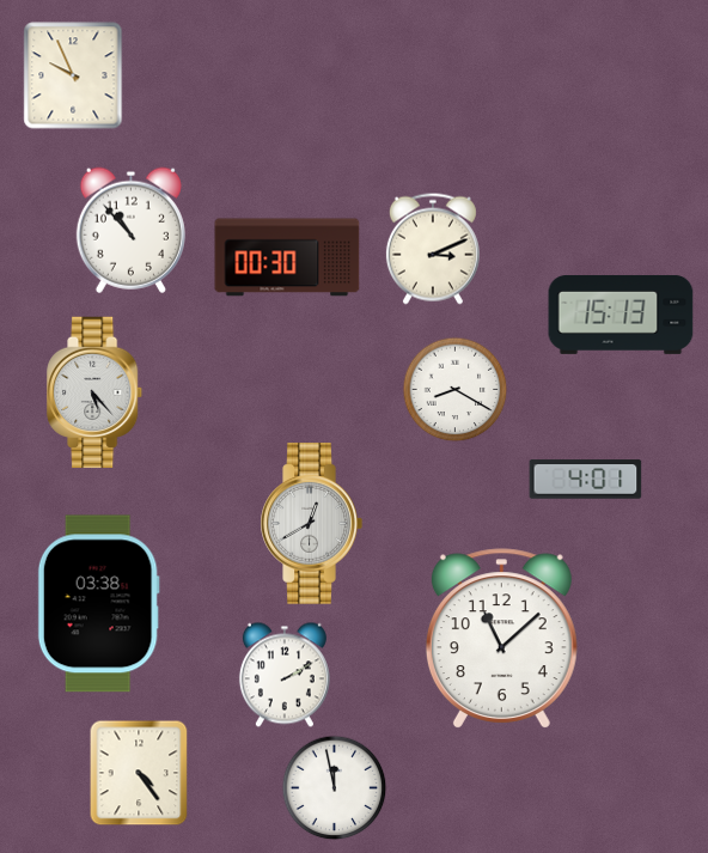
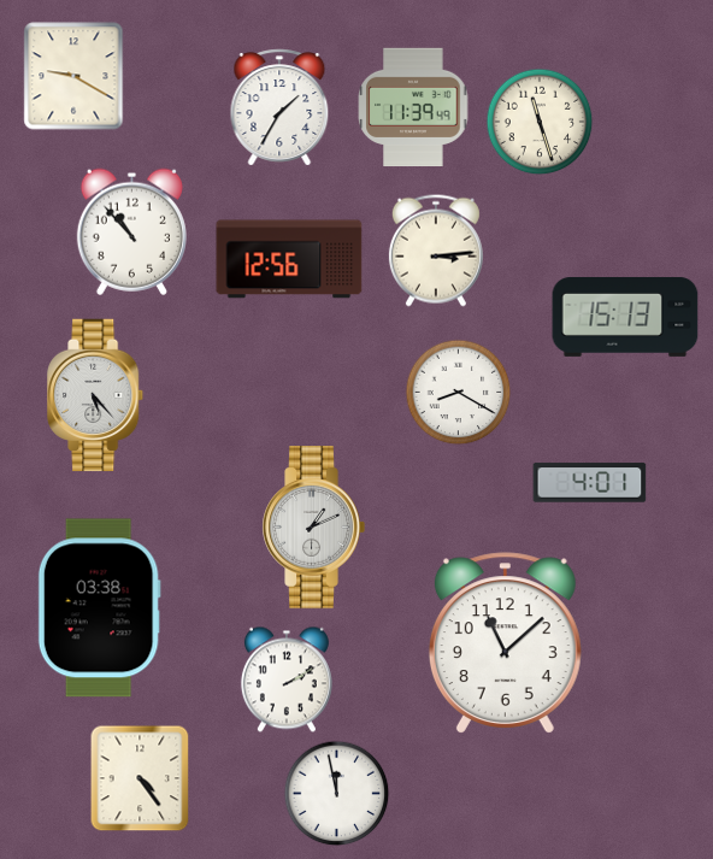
clock at (73, 75): 9:56 -> 9:20
clock at (279, 107): none -> 1:35
clock at (413, 107): none -> 11:39
clock at (540, 122): none -> 11:27
clock at (433, 249): 3:11 -> 3:14
clock at (287, 257): 00:30 -> 12:56
clock at (311, 524): 12:40 -> 1:11
